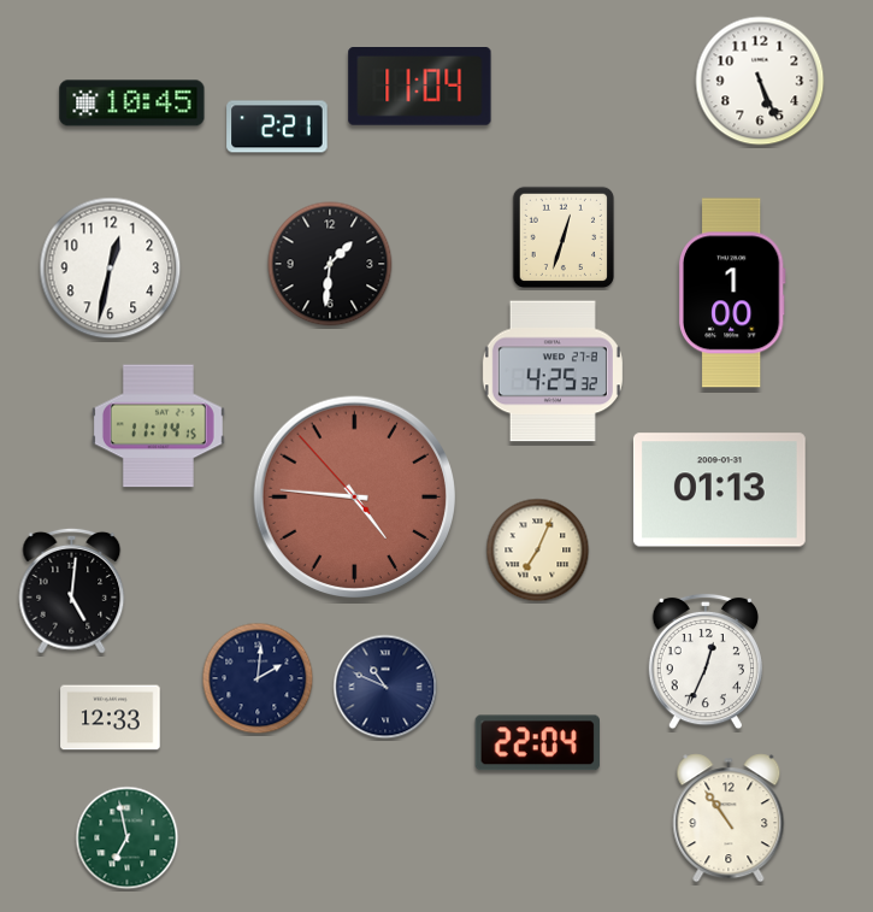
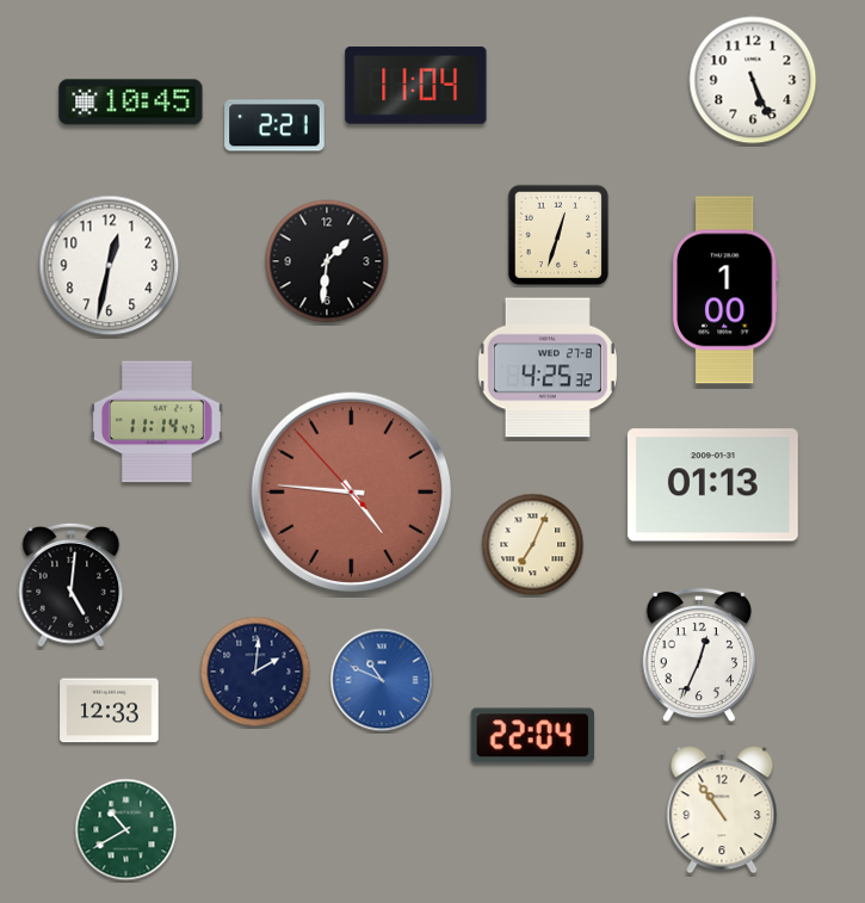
clock at (158, 426): 11:14:15 -> 11:14:47
clock at (385, 687) dial: navy -> blue
clock at (128, 839): 6:58 -> 10:40
